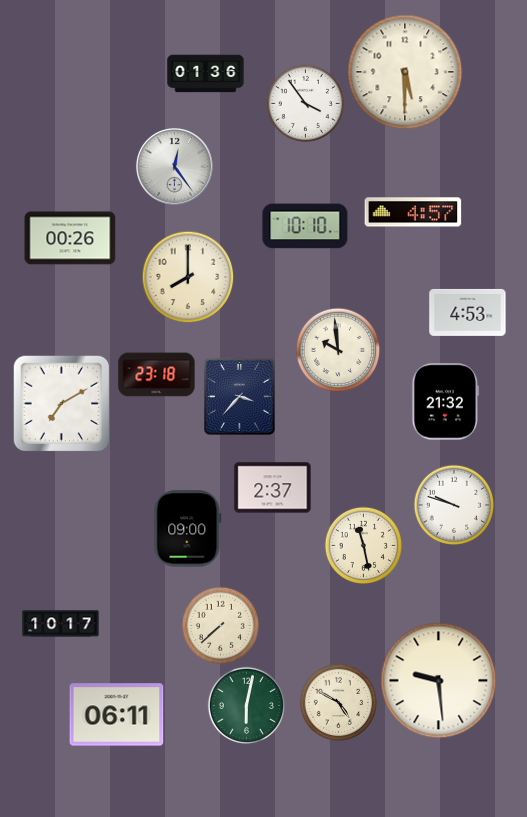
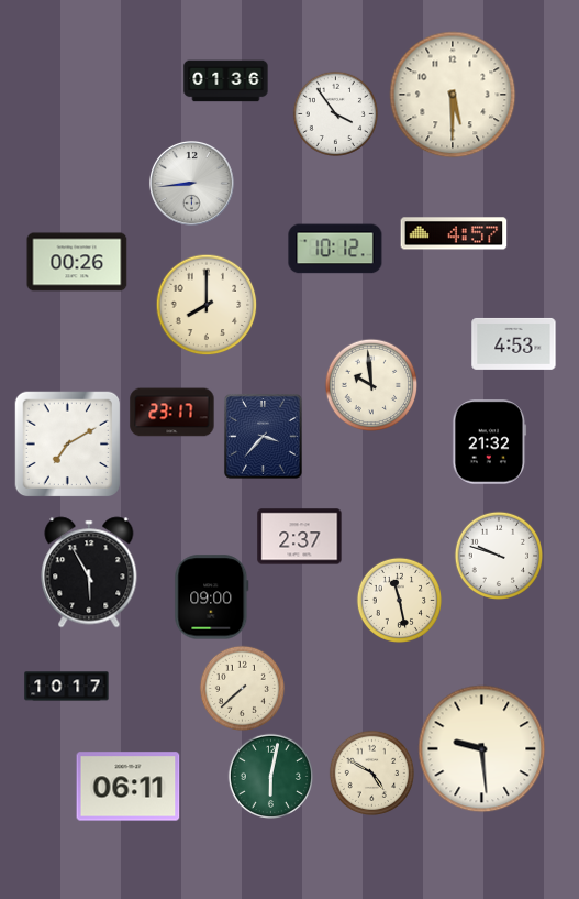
clock at (405, 72) position: (405, 72) -> (453, 95)
clock at (174, 166): 12:24 -> 8:44
clock at (305, 226): 10:10 -> 10:12
clock at (157, 375): 23:18 -> 23:17
clock at (89, 572): none -> 5:55
clock at (188, 529) position: (188, 529) -> (212, 597)
